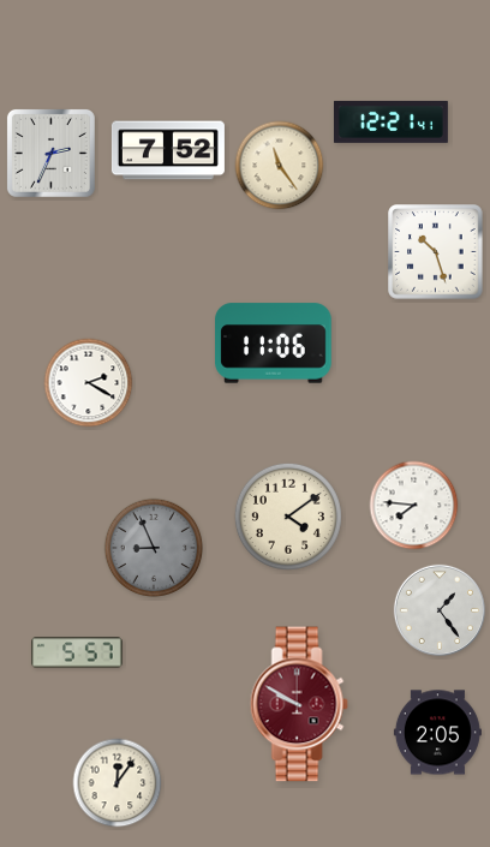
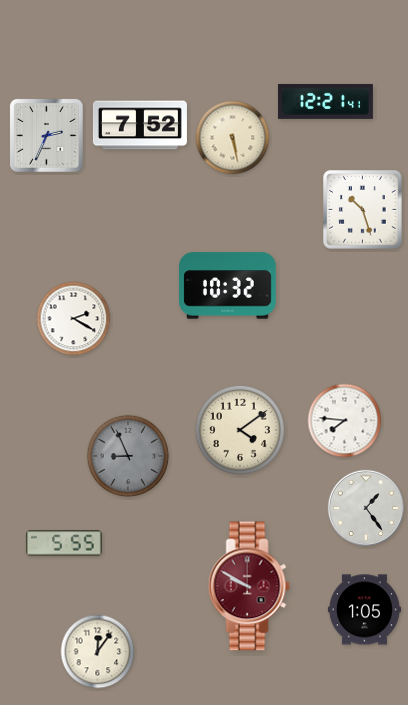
clock at (50, 153) position: (50, 153) -> (46, 135)
clock at (280, 166): 11:24 -> 5:28
clock at (274, 344): 11:06 -> 10:32
clock at (77, 652): 5:57 -> 5:55
clock at (437, 733): 2:05 -> 1:05
